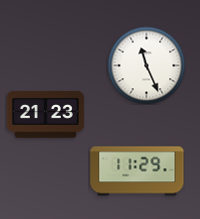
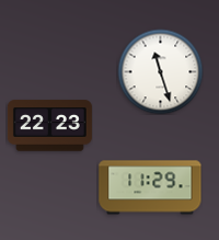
clock at (146, 65): 11:26 -> 11:27
clock at (45, 115): 21:23 -> 22:23
